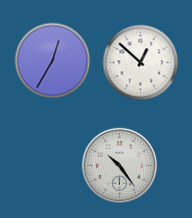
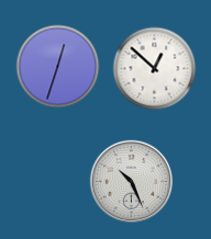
clock at (53, 61): 12:35 -> 12:33
clock at (120, 166): 10:24 -> 10:26
